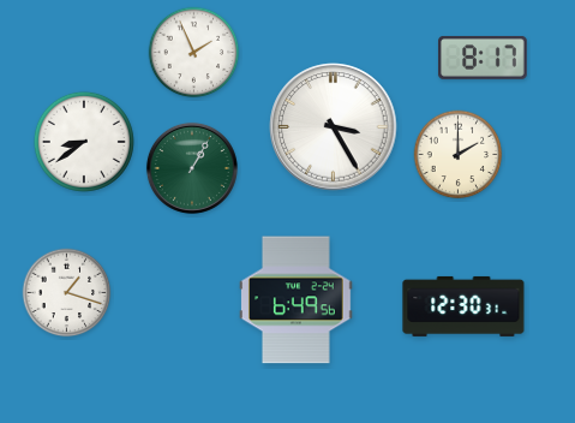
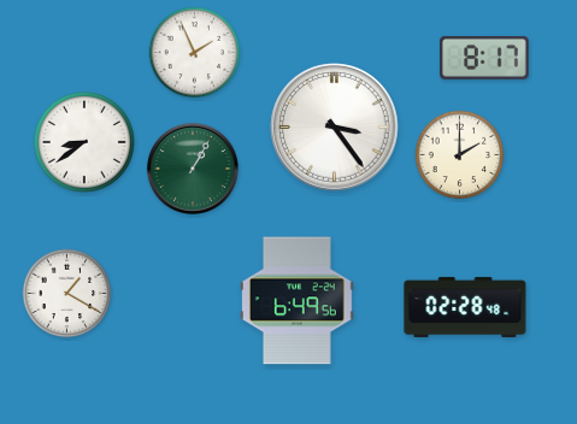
clock at (334, 127): 3:25 -> 3:24
clock at (67, 293): 1:18 -> 1:20
clock at (463, 306): 12:30 -> 02:28
